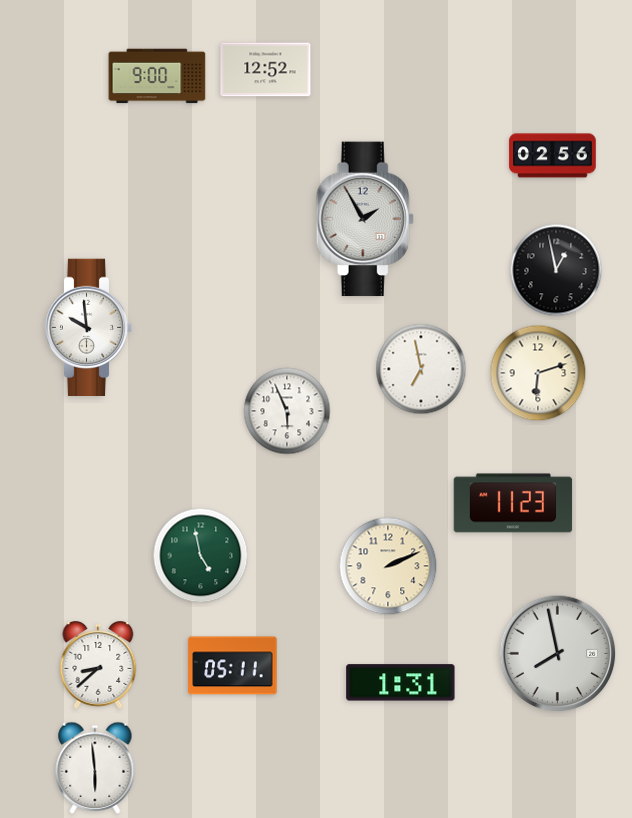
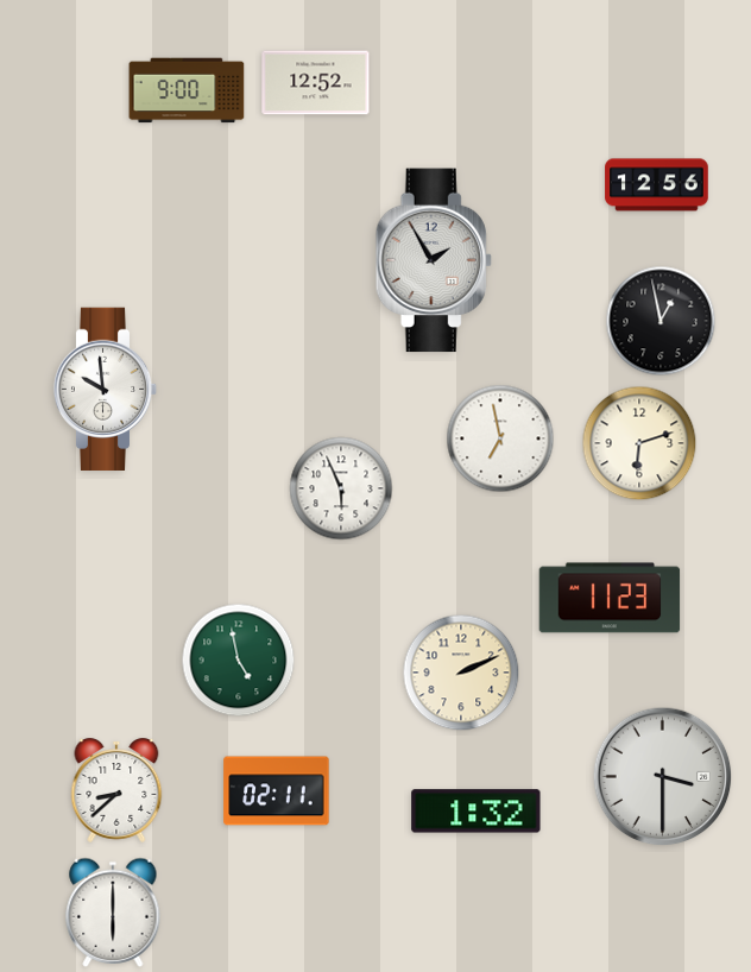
clock at (553, 156): 02:56 -> 12:56
clock at (558, 654): 7:58 -> 3:30
clock at (233, 666): 05:11 -> 02:11
clock at (401, 683): 1:31 -> 1:32
clock at (95, 768): 5:59 -> 6:00
